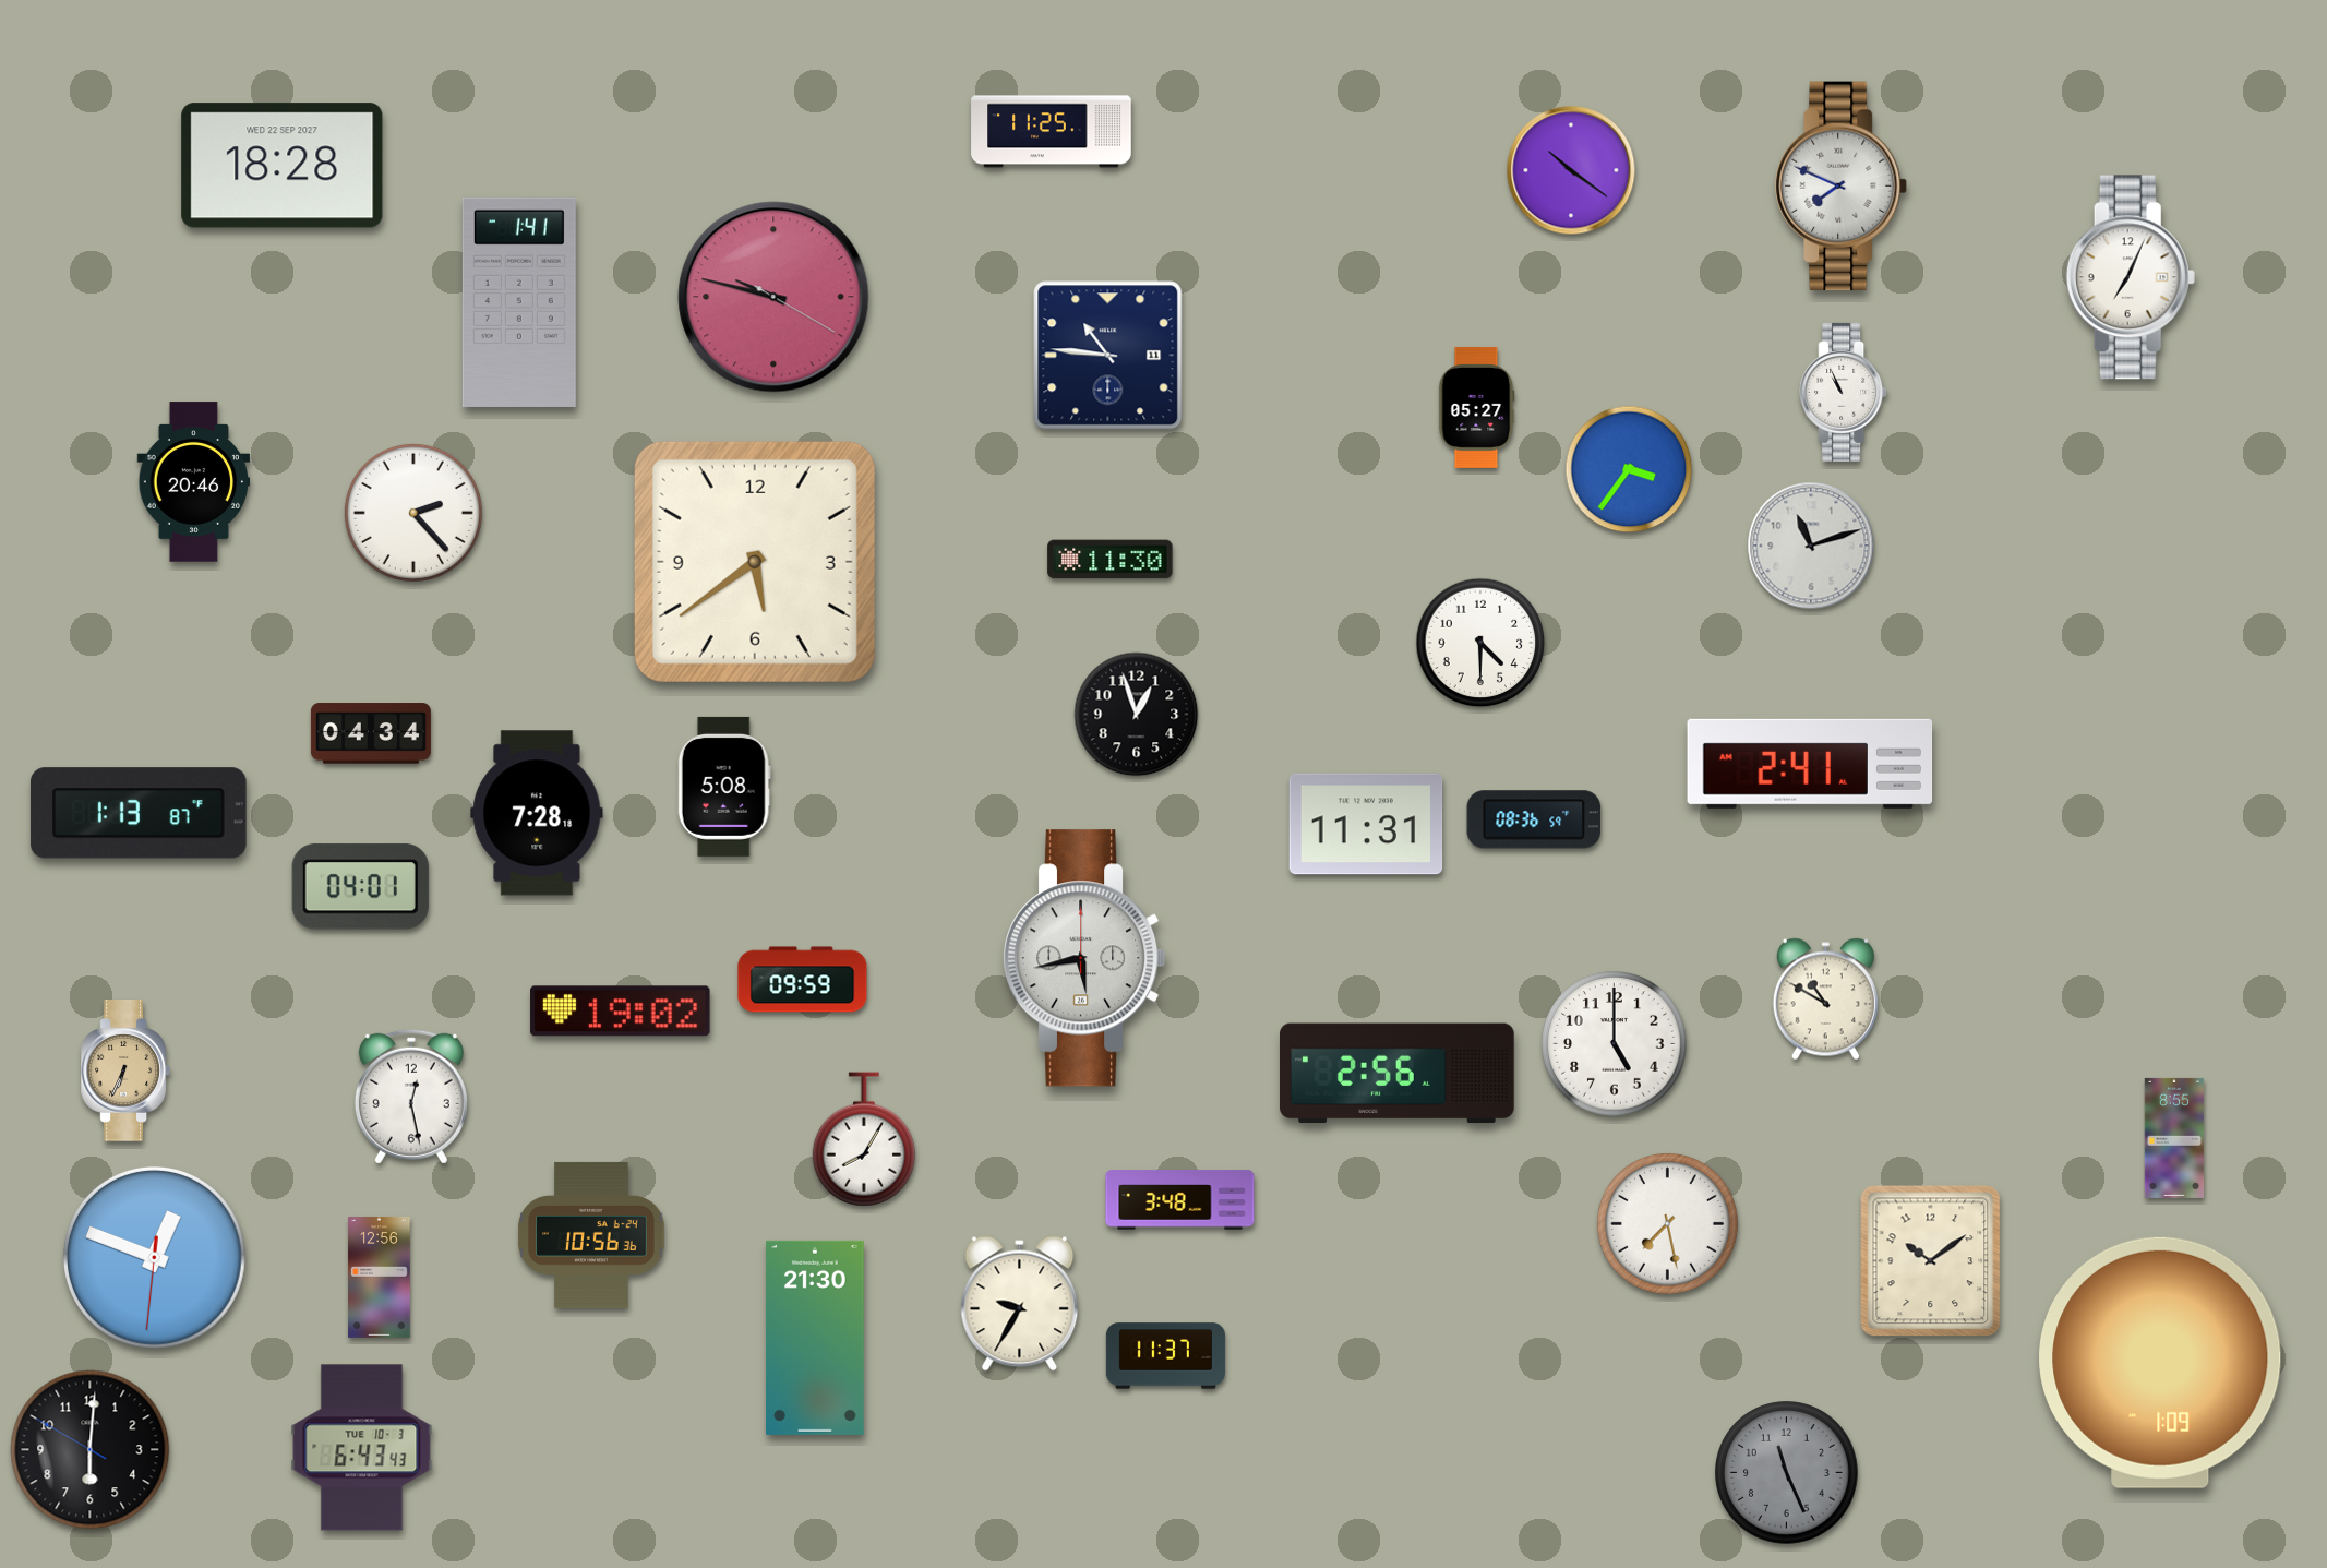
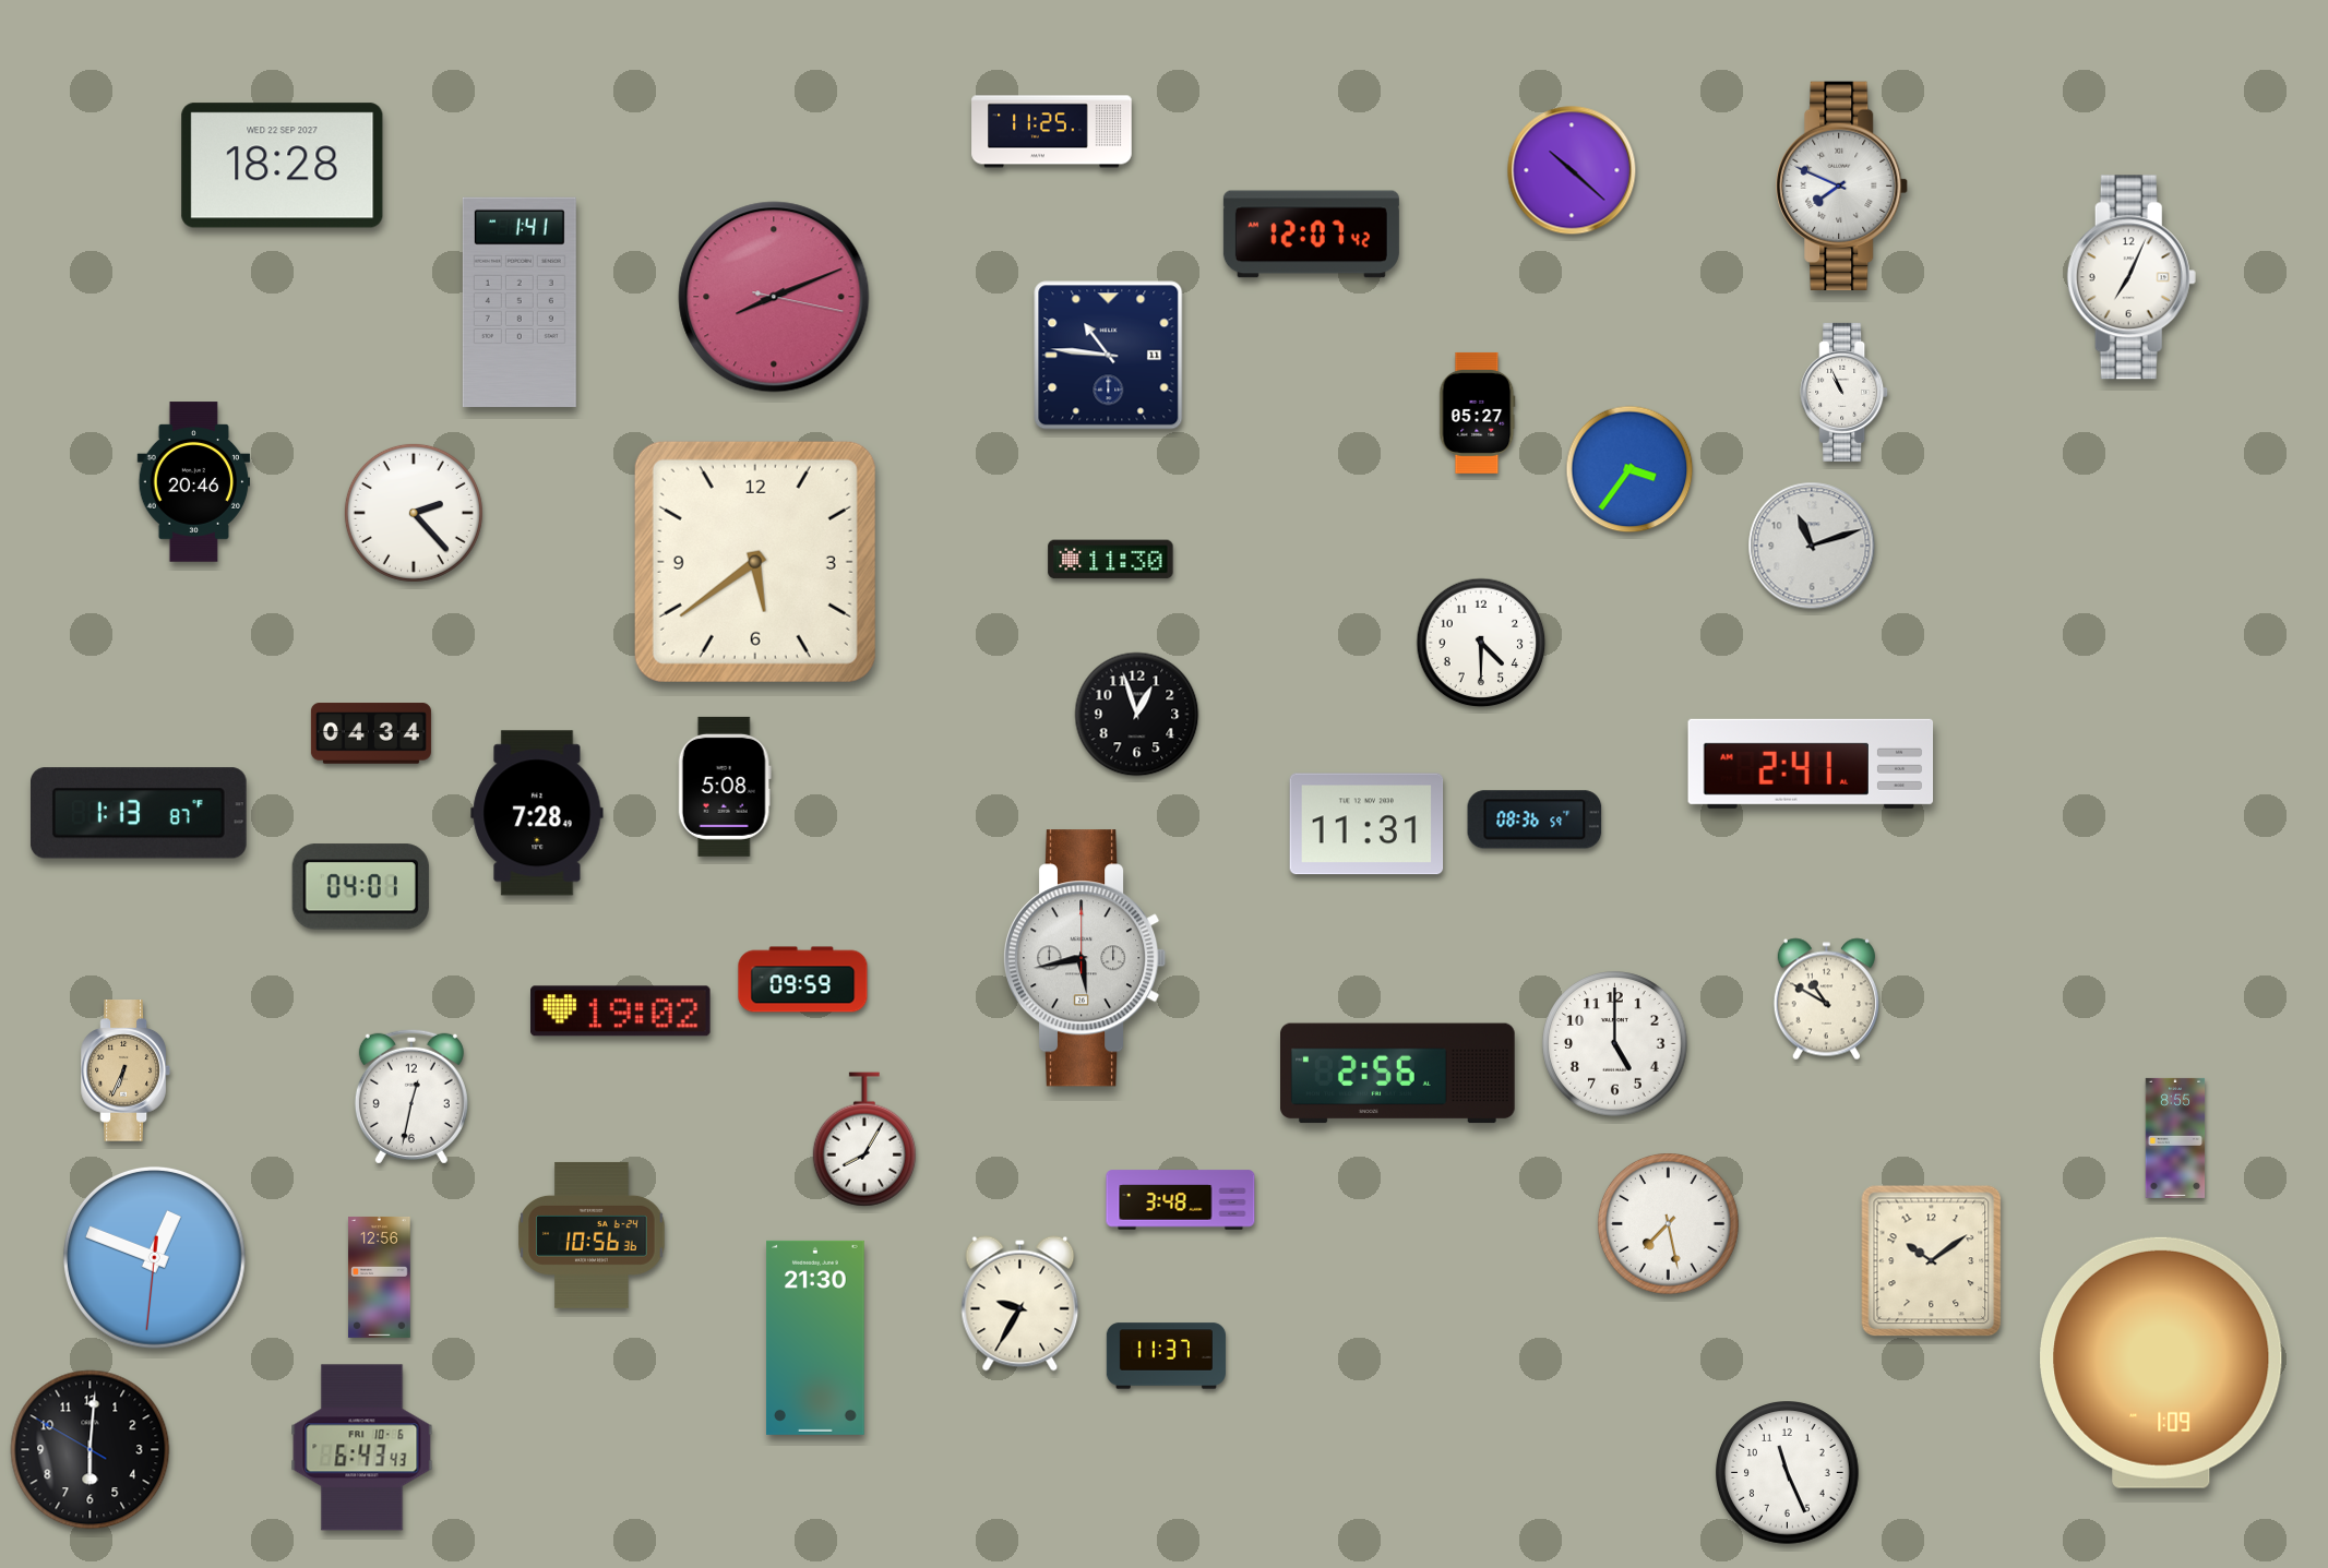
clock at (1571, 170): 10:21 -> 10:22
clock at (1311, 235): none -> 12:07
clock at (773, 297): 9:47 -> 8:11
clock at (1477, 407) position: (1477, 407) -> (1478, 412)
clock at (537, 813): 7:28:18 -> 7:28:49
clock at (411, 1097): 12:28 -> 12:32
clock at (362, 1448) date: TUE 10-3 -> FRI 10-6
clock at (1787, 1473) dial: grey -> white
